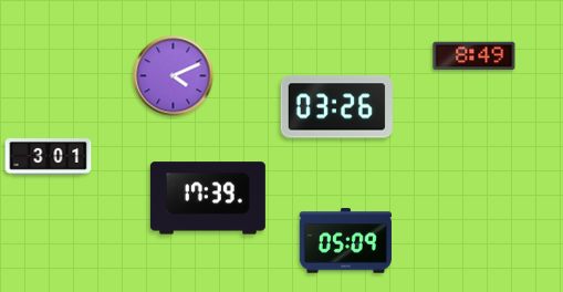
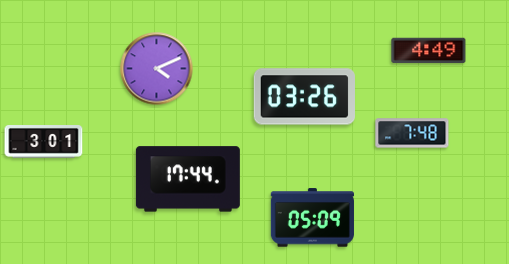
clock at (475, 56): 8:49 -> 4:49
clock at (412, 133): none -> 7:48
clock at (208, 198): 17:39 -> 17:44
